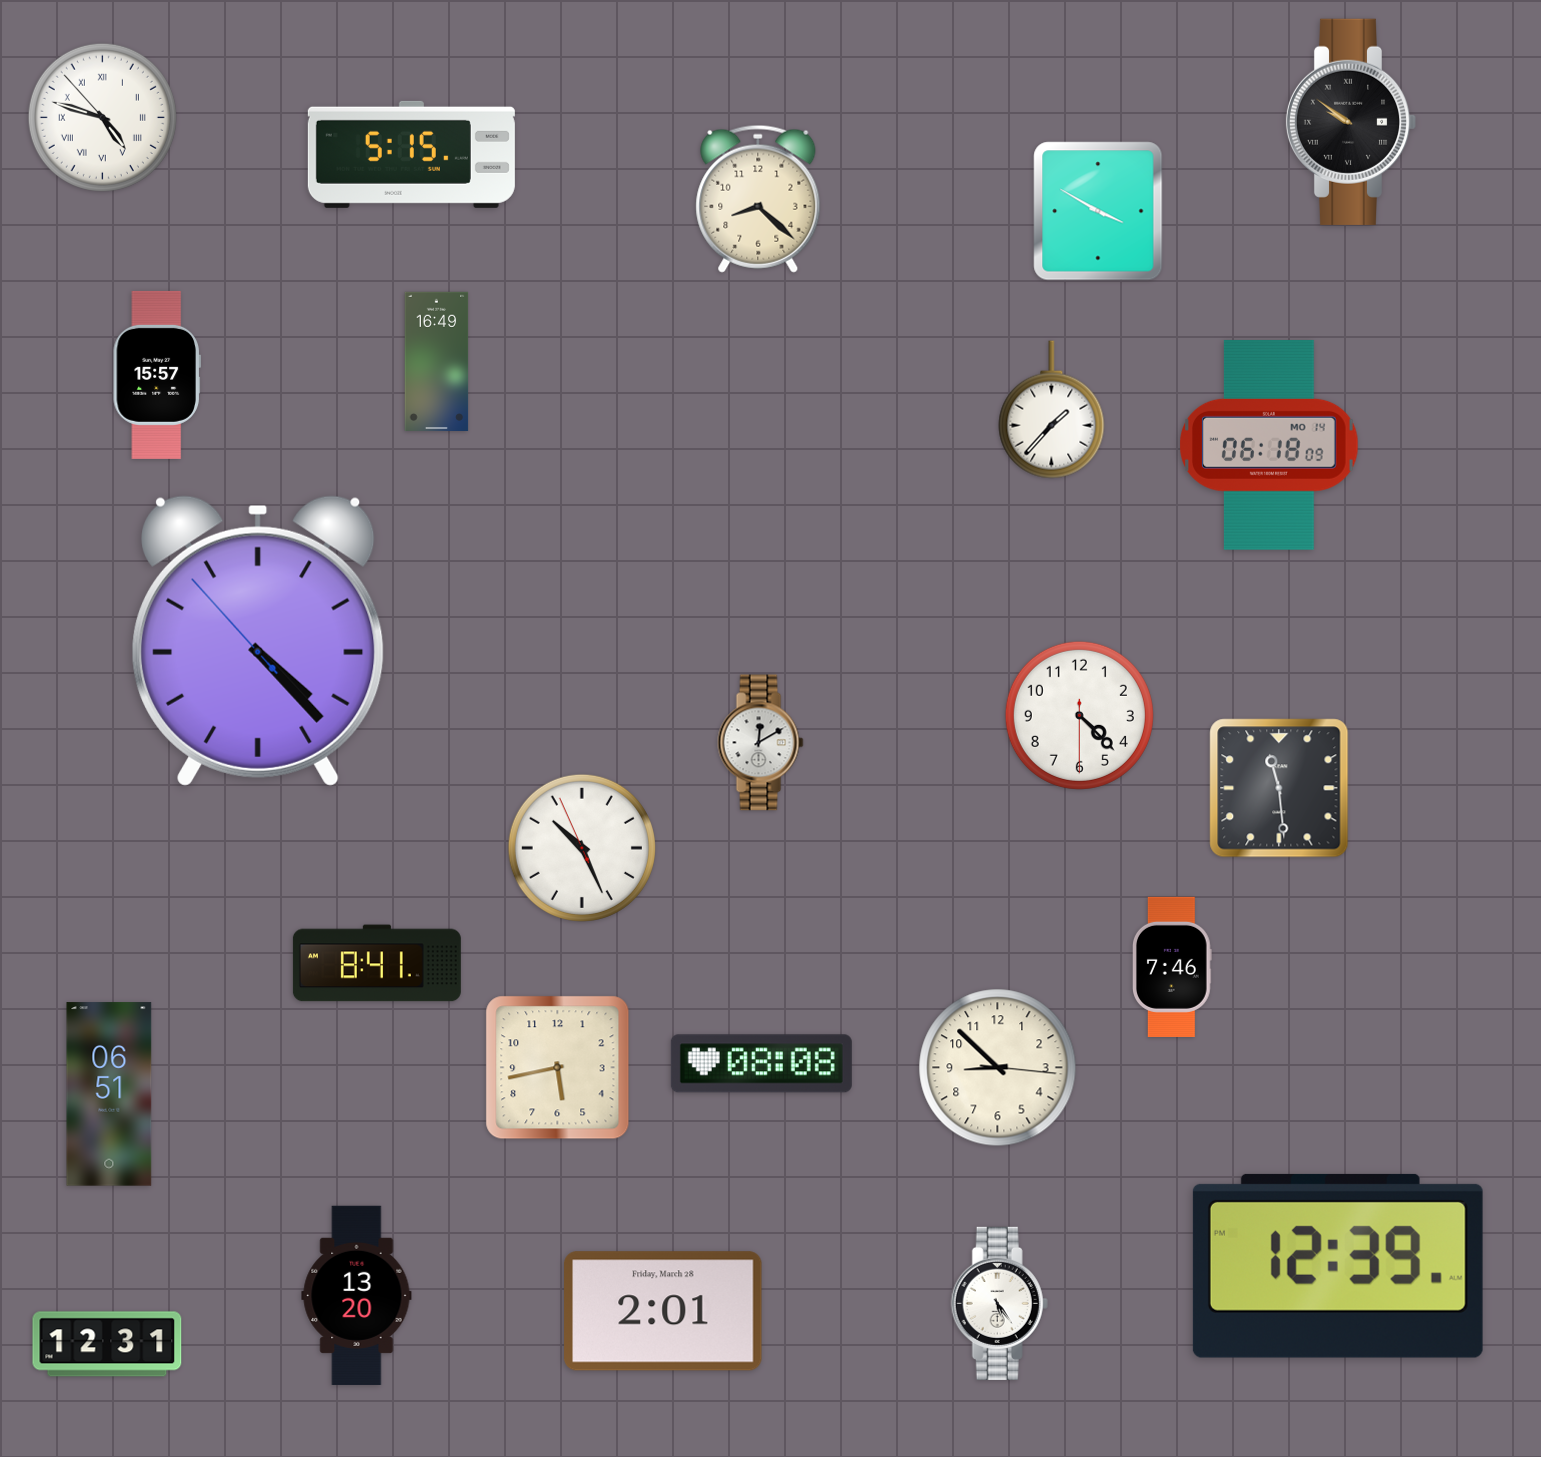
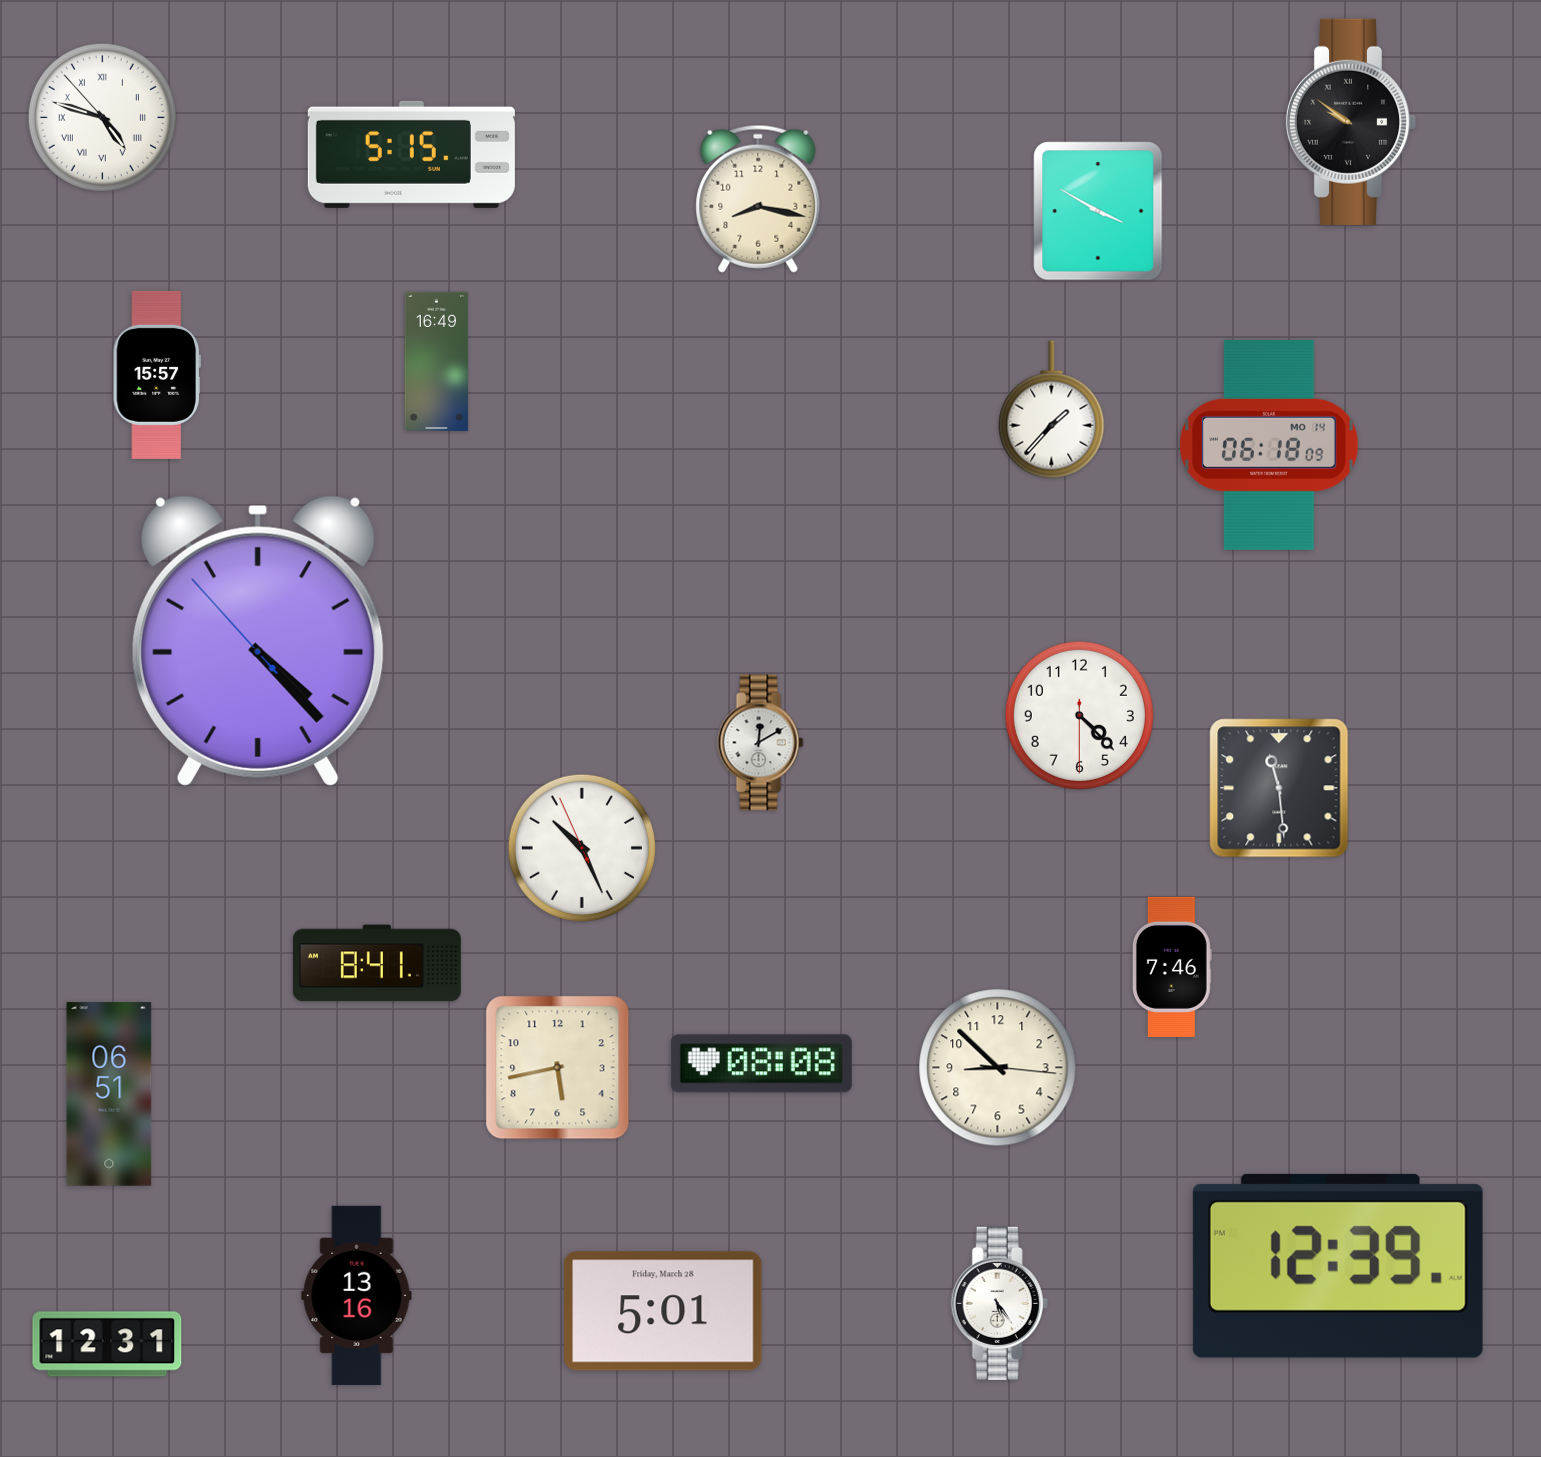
clock at (758, 199): 8:22 -> 8:17
clock at (357, 1295): 13:20 -> 13:16
clock at (663, 1311): 2:01 -> 5:01
